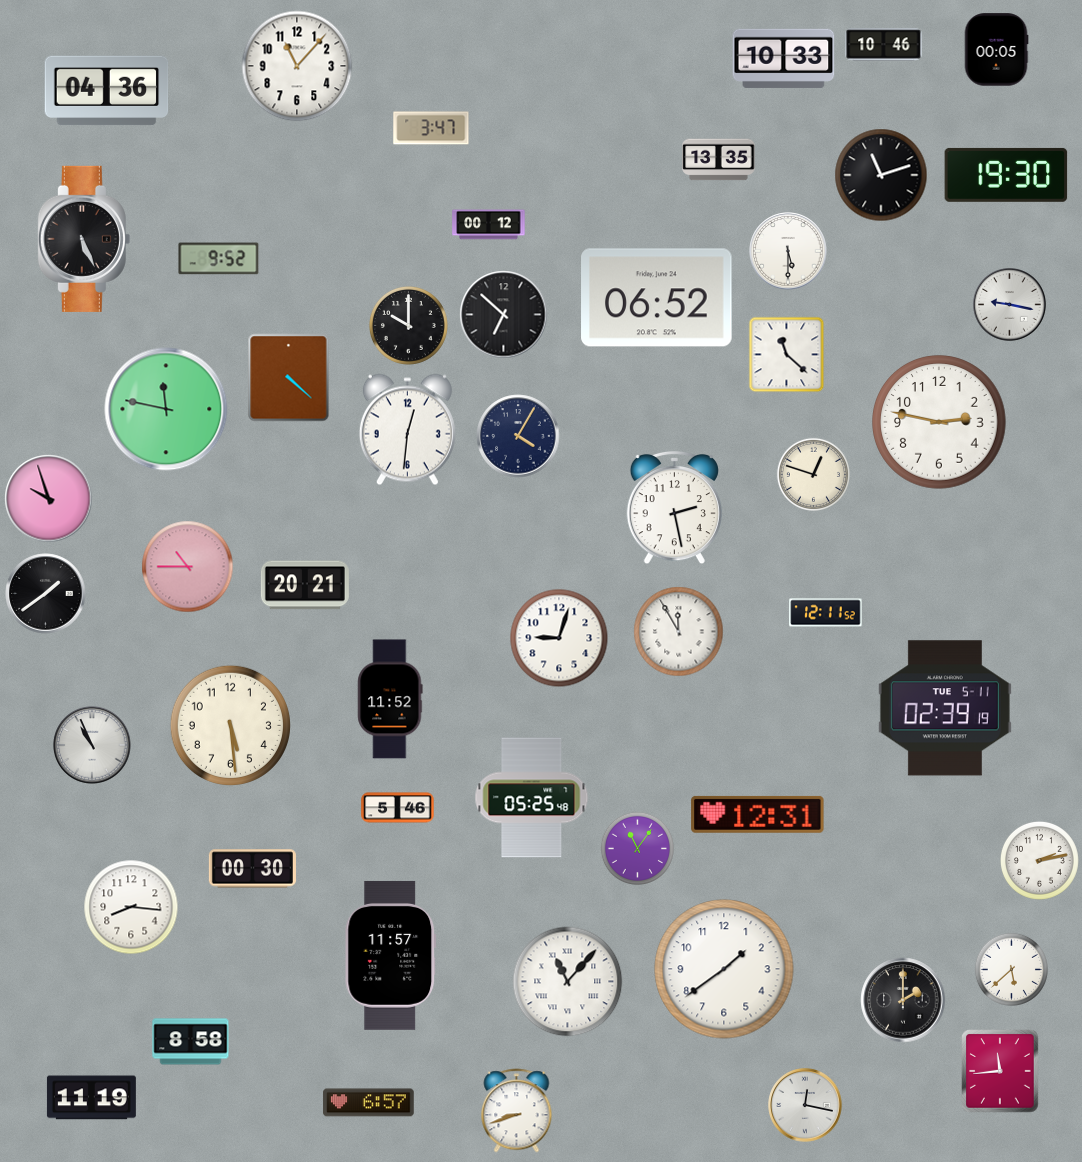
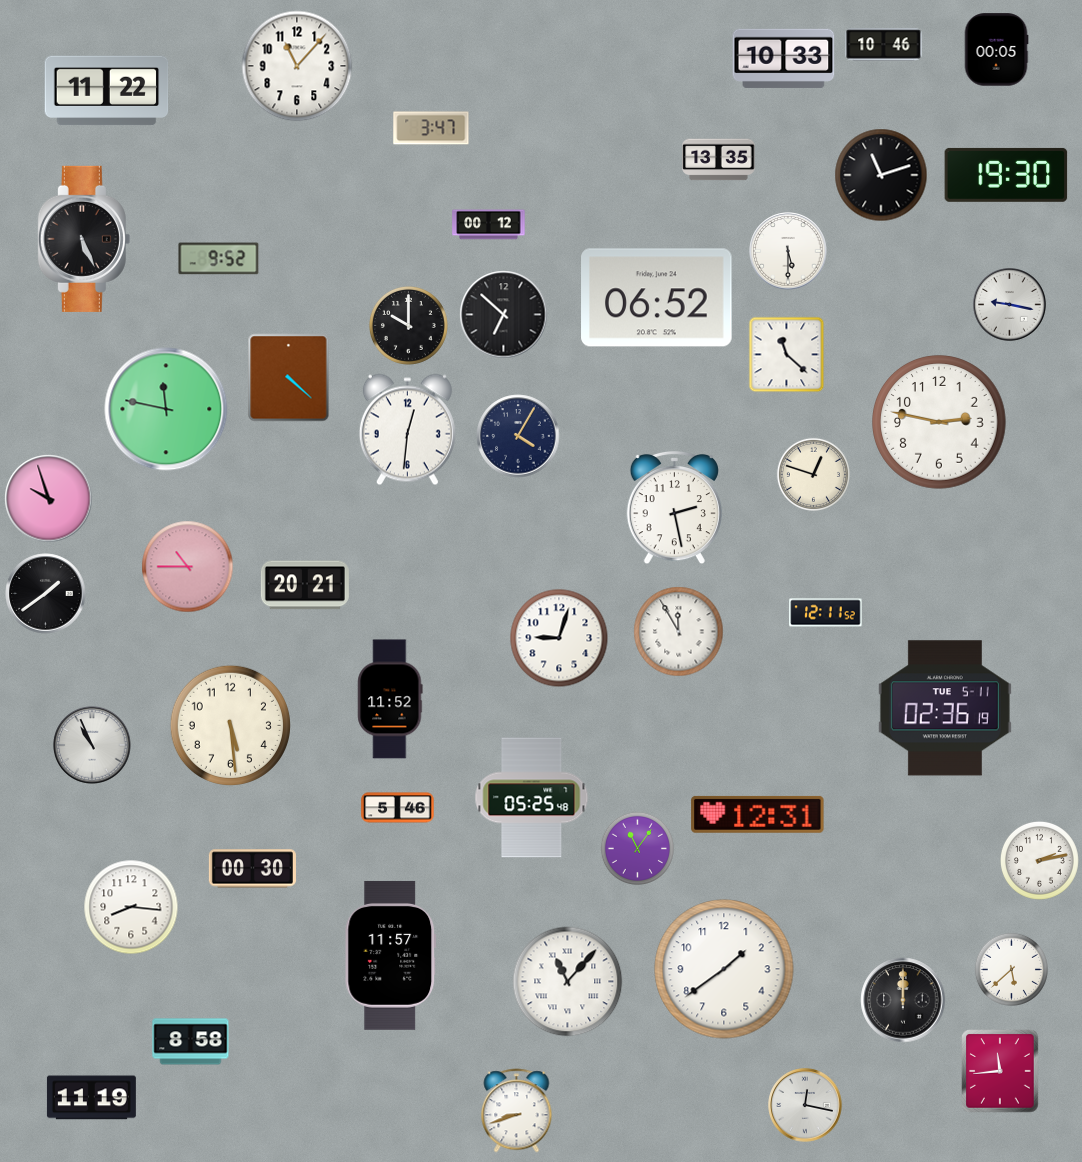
clock at (107, 91): 04:36 -> 11:22
clock at (945, 708): 02:39 -> 02:36
clock at (903, 1000): 2:00 -> 12:00
clock at (369, 1103): 6:57 -> none
